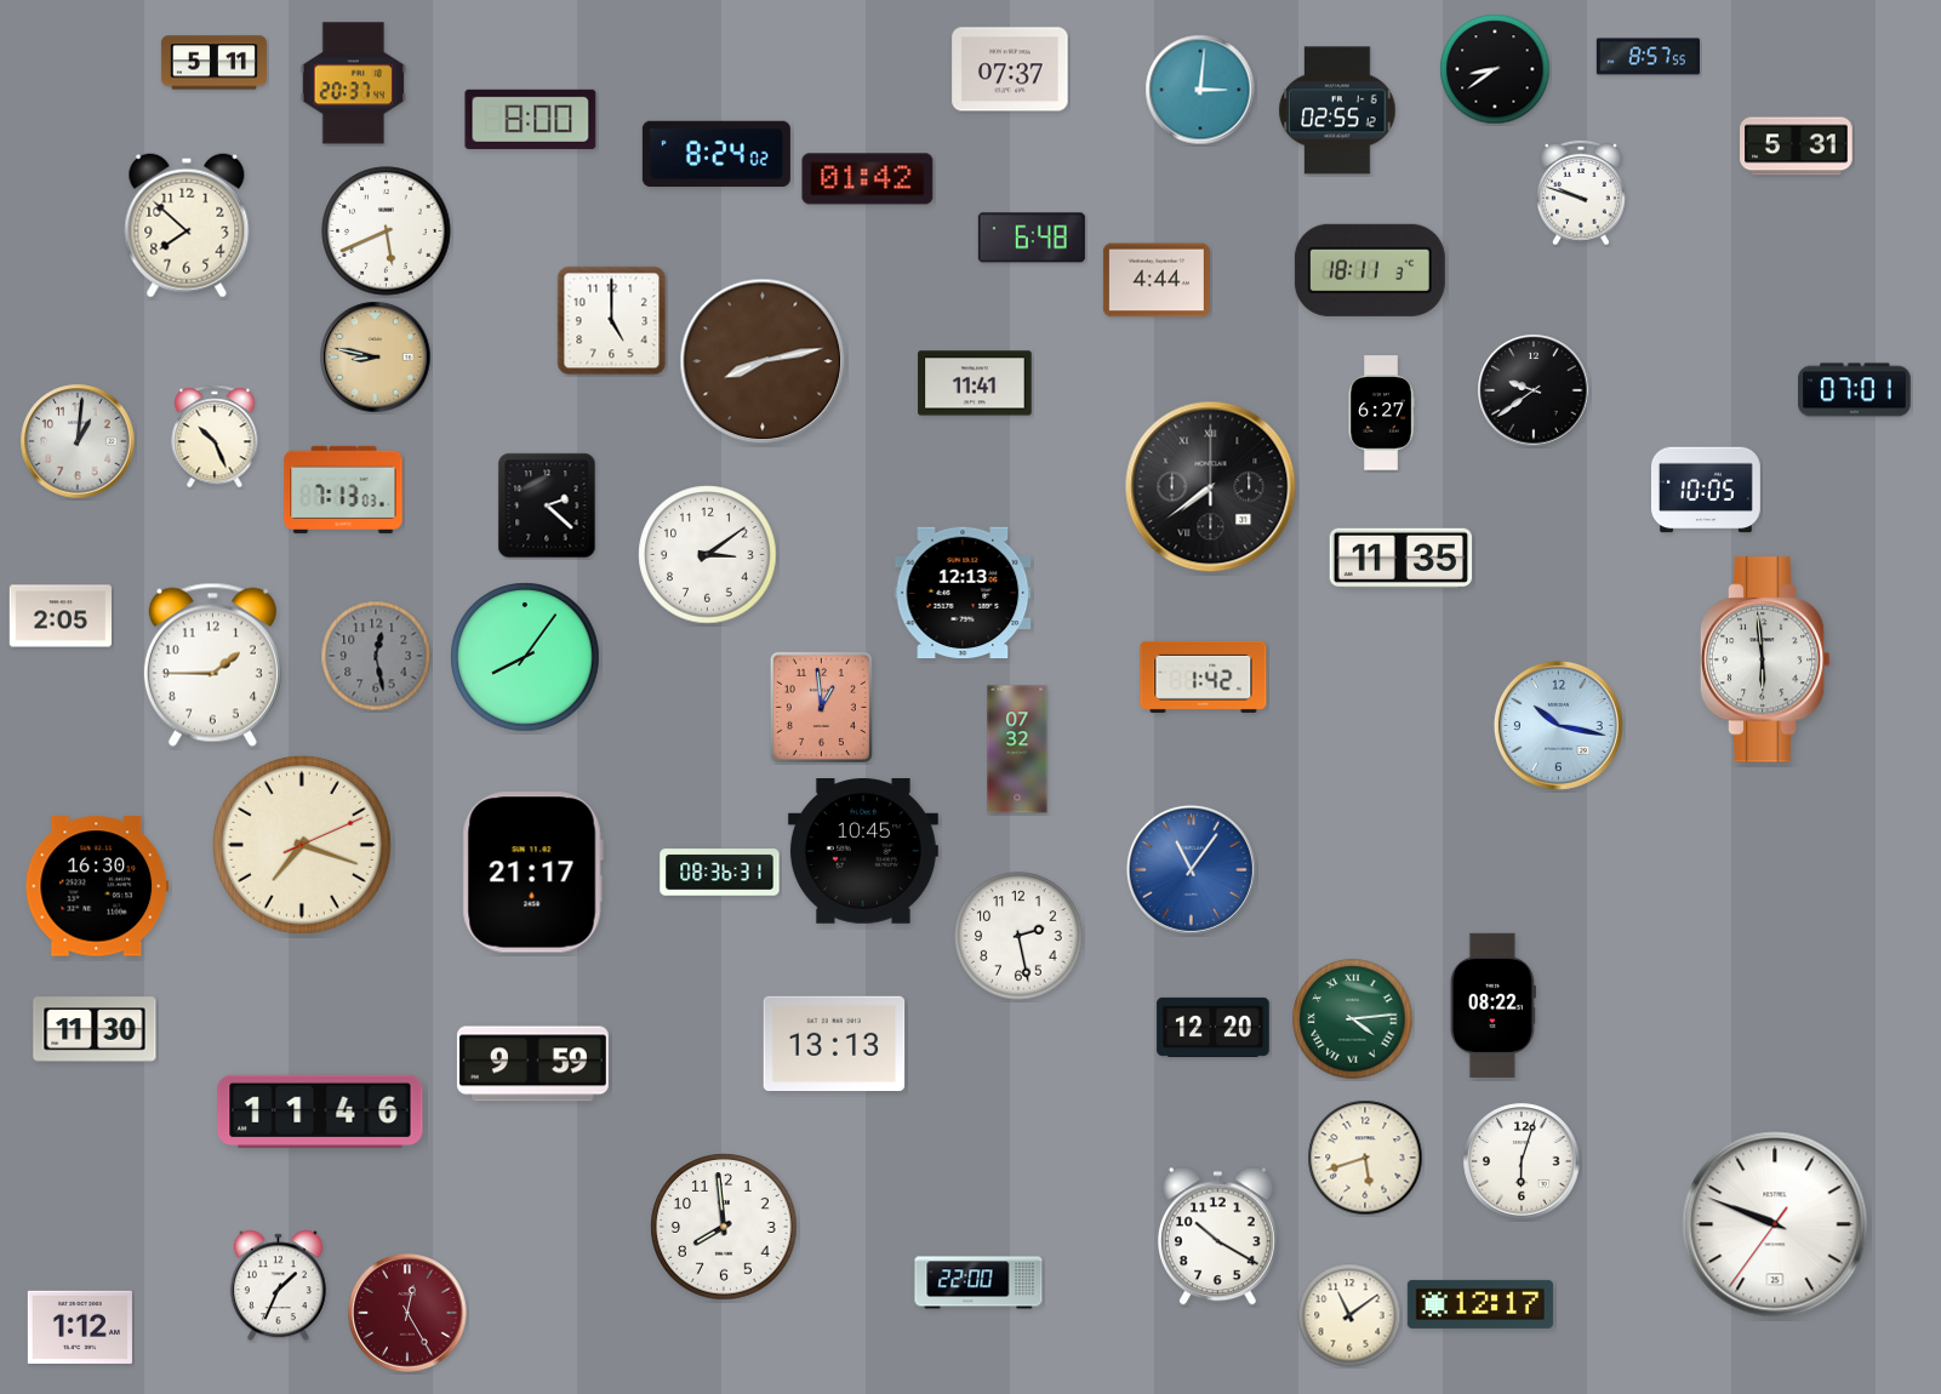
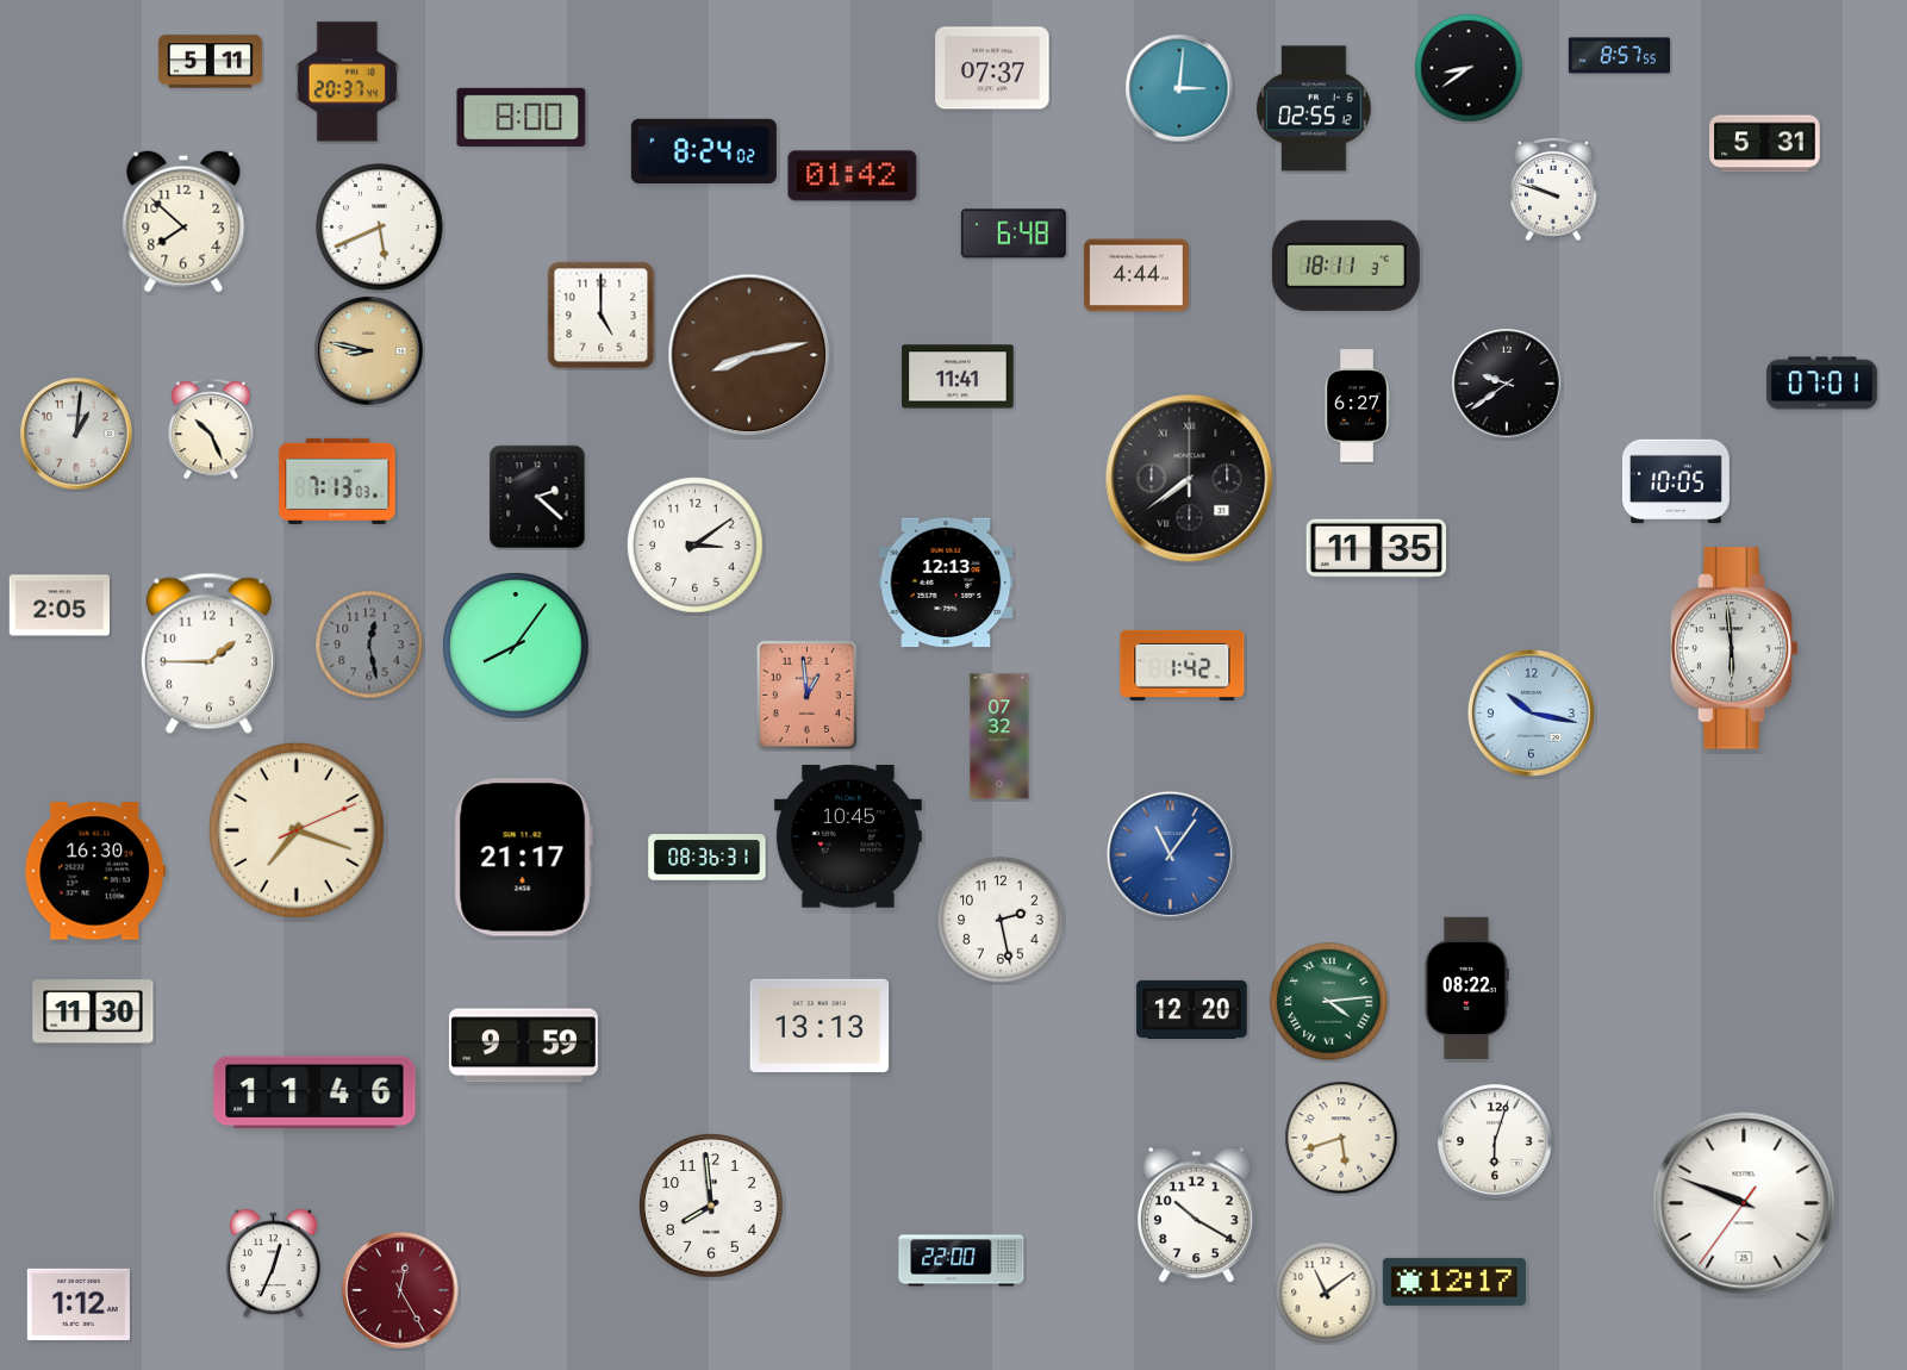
clock at (278, 1286): 1:34 -> 12:34
